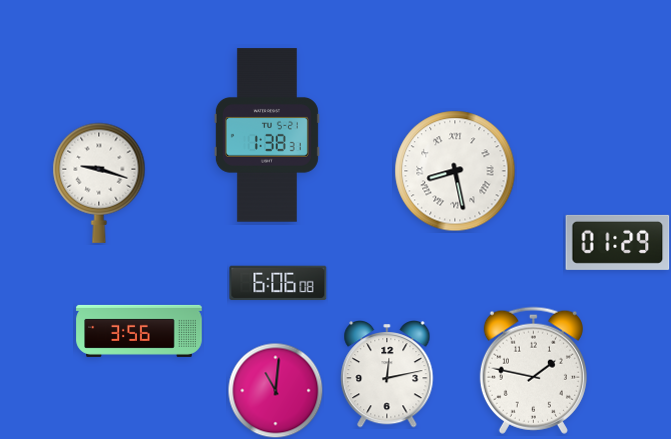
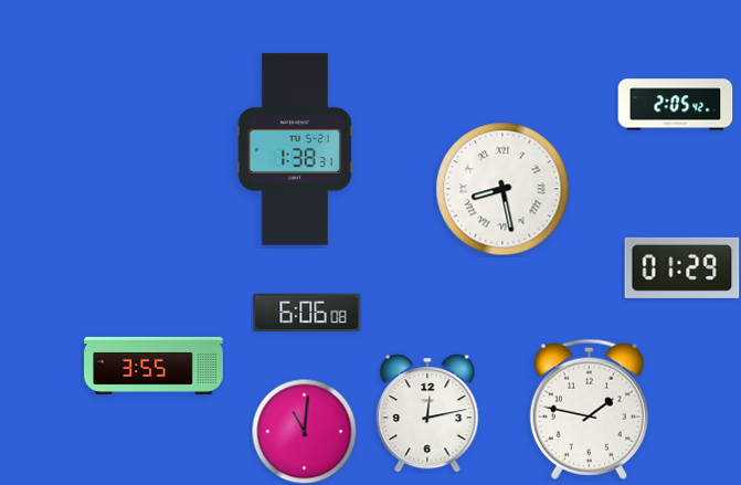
clock at (676, 105): none -> 2:05
clock at (99, 183): 9:18 -> none
clock at (139, 331): 3:56 -> 3:55
